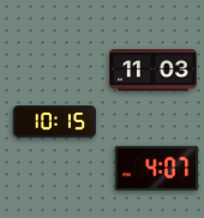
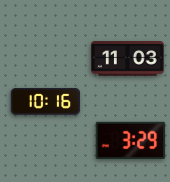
clock at (54, 122): 10:15 -> 10:16
clock at (157, 168): 4:07 -> 3:29
